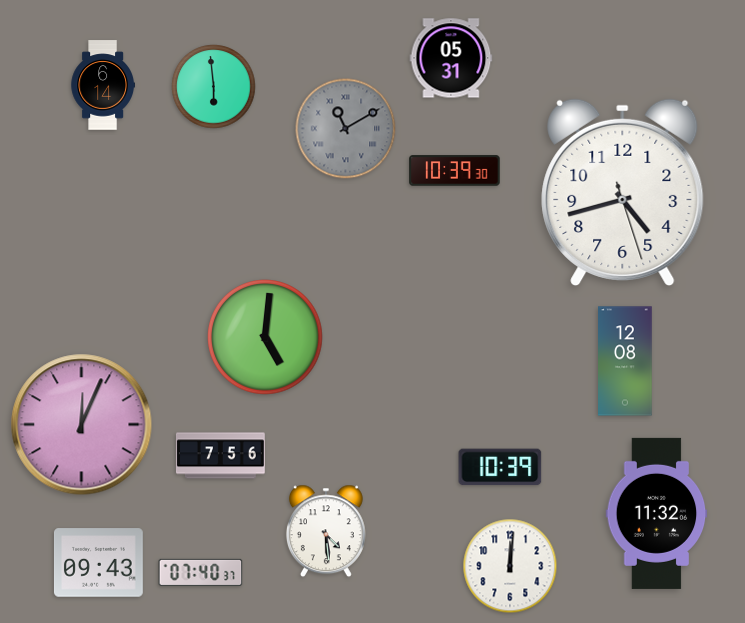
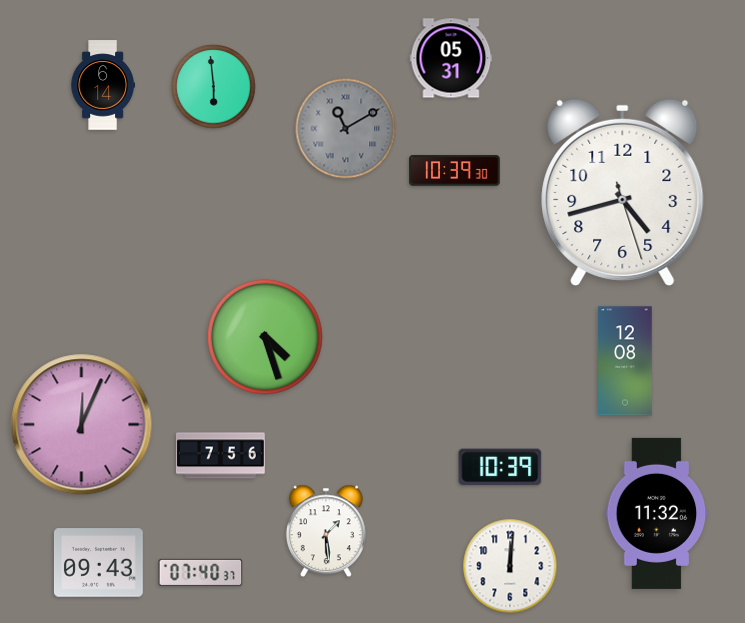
clock at (266, 338): 5:01 -> 4:27
clock at (326, 531): 4:29 -> 1:29
